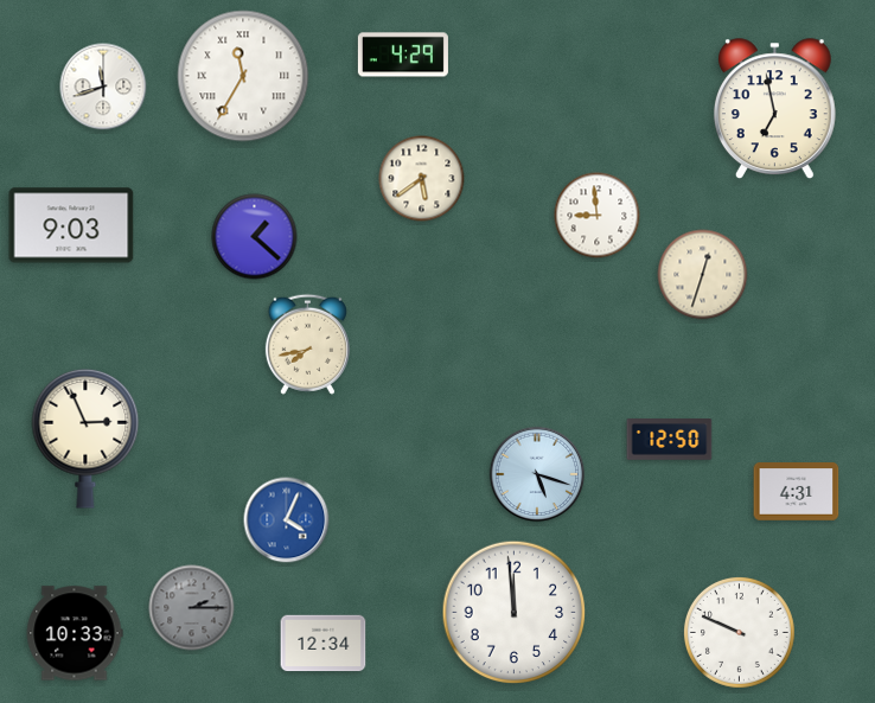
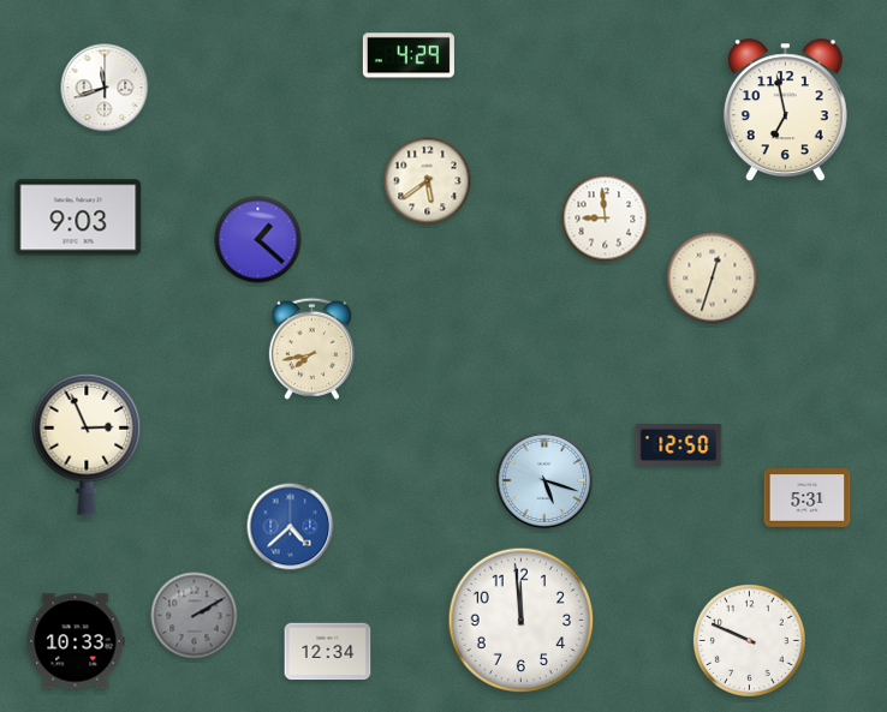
clock at (243, 76): 11:35 -> none
clock at (71, 225) position: (71, 225) -> (78, 217)
clock at (797, 492): 4:31 -> 5:31
clock at (287, 520): 4:04 -> 4:38
clock at (192, 608): 2:15 -> 2:10
